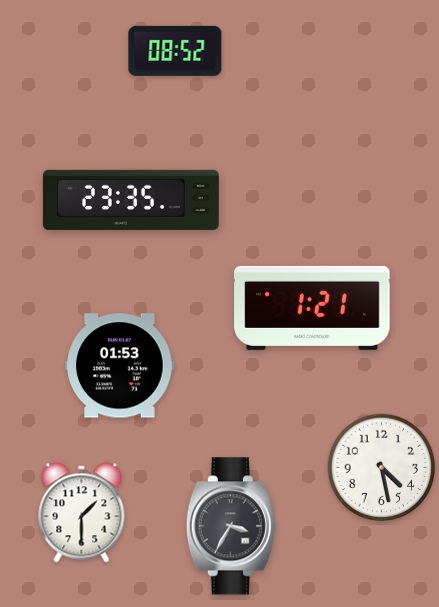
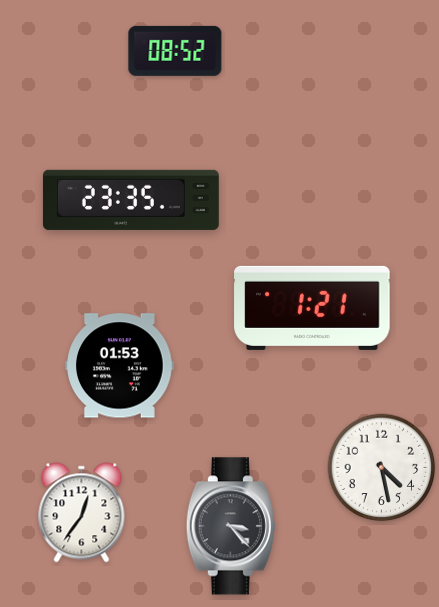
clock at (82, 513): 1:30 -> 12:36
clock at (231, 526): 3:35 -> 3:23
